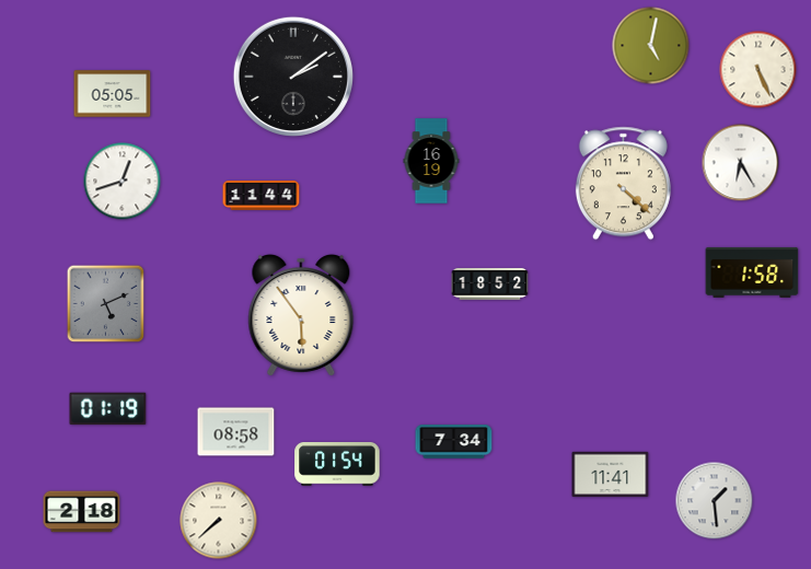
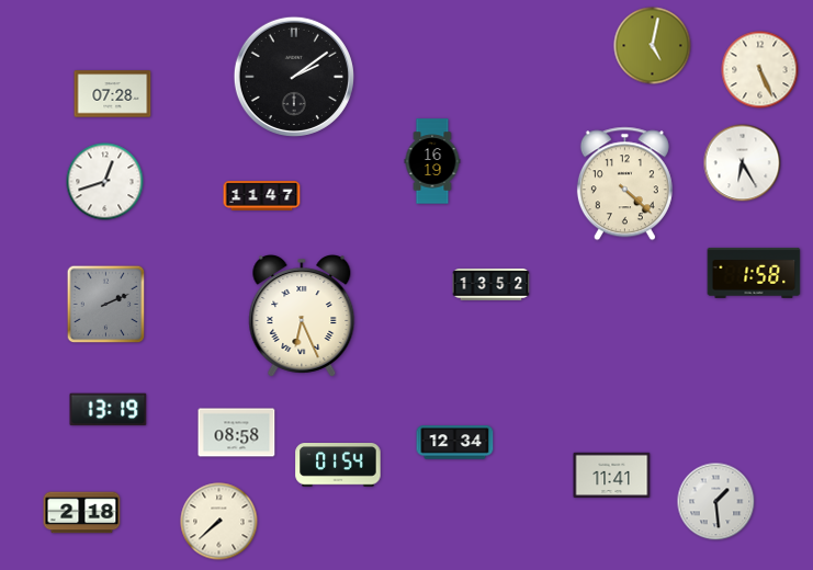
clock at (113, 94): 05:05 -> 07:28
clock at (123, 182) position: (123, 182) -> (105, 182)
clock at (262, 196): 11:44 -> 11:47
clock at (490, 284): 18:52 -> 13:52
clock at (106, 304): 5:11 -> 2:11
clock at (301, 316): 5:54 -> 6:26
clock at (108, 409): 01:19 -> 13:19
clock at (454, 442): 7:34 -> 12:34
